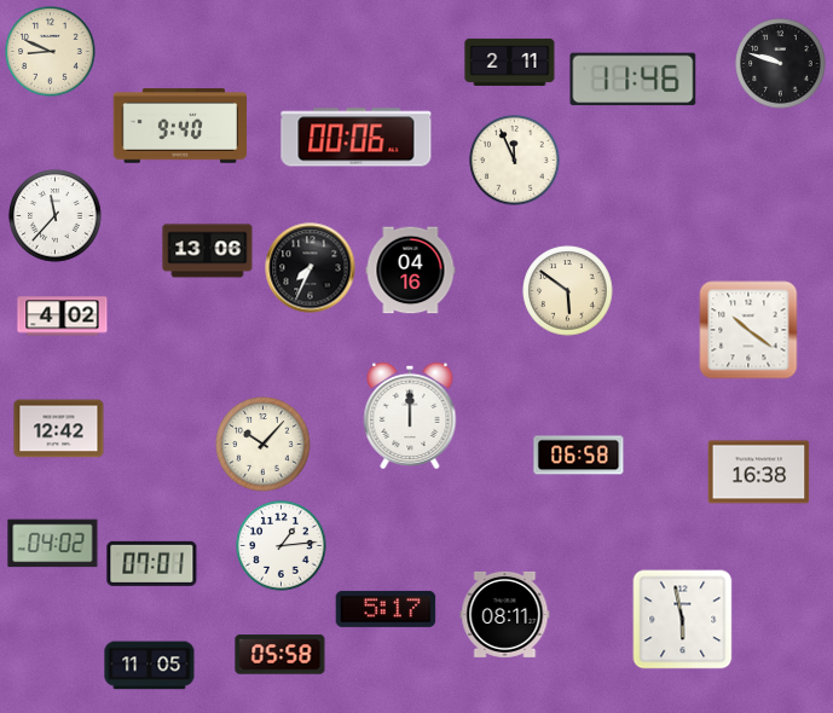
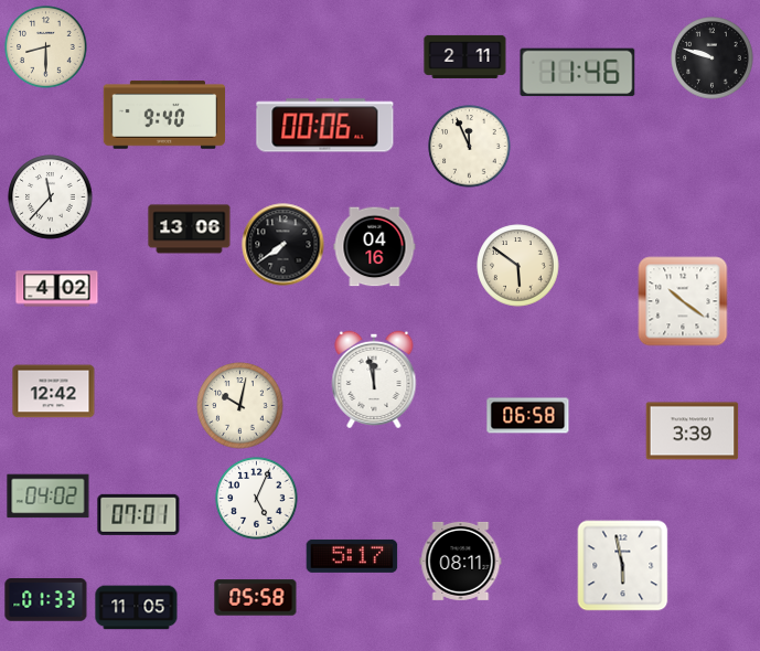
clock at (51, 52): 8:49 -> 8:30
clock at (311, 268): 7:34 -> 7:39
clock at (410, 415): 12:00 -> 11:58
clock at (264, 445): 10:07 -> 10:02
clock at (759, 473): 16:38 -> 3:39
clock at (282, 546): 1:14 -> 5:04
clock at (46, 600): none -> 01:33
